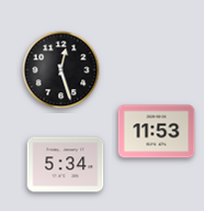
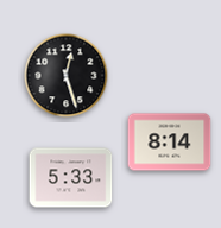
clock at (157, 132): 11:53 -> 8:14
clock at (66, 165): 5:34 -> 5:33
